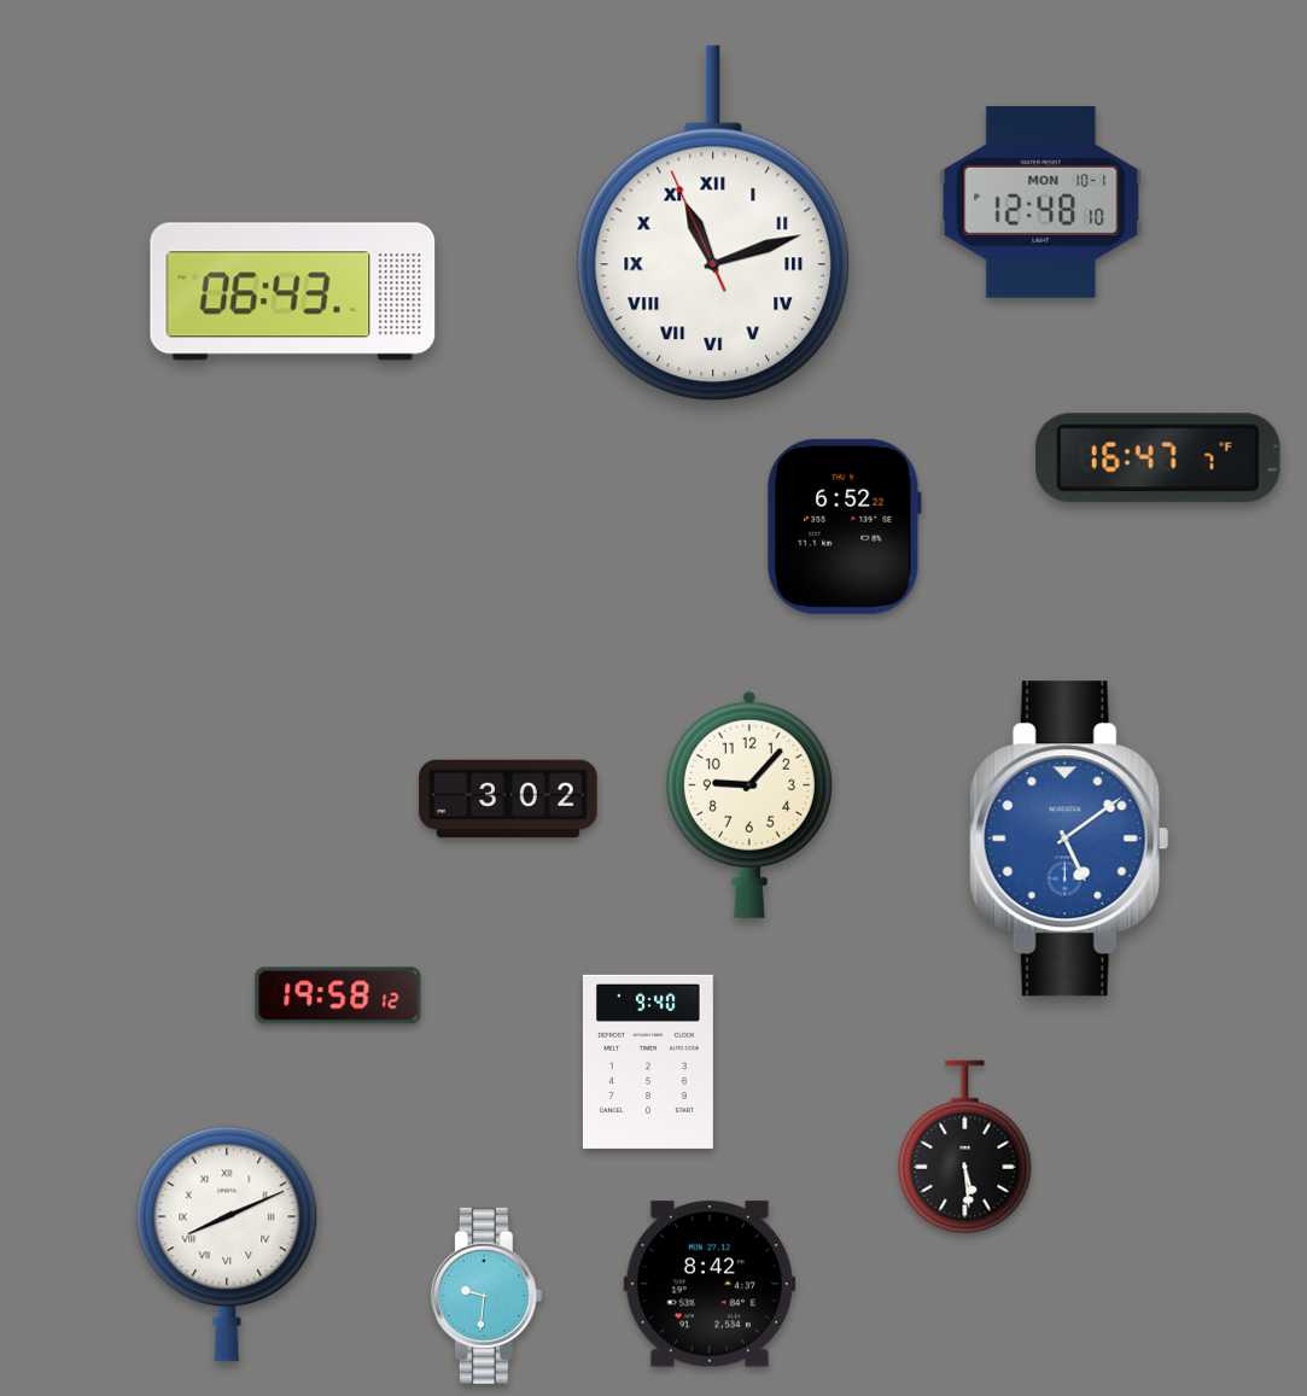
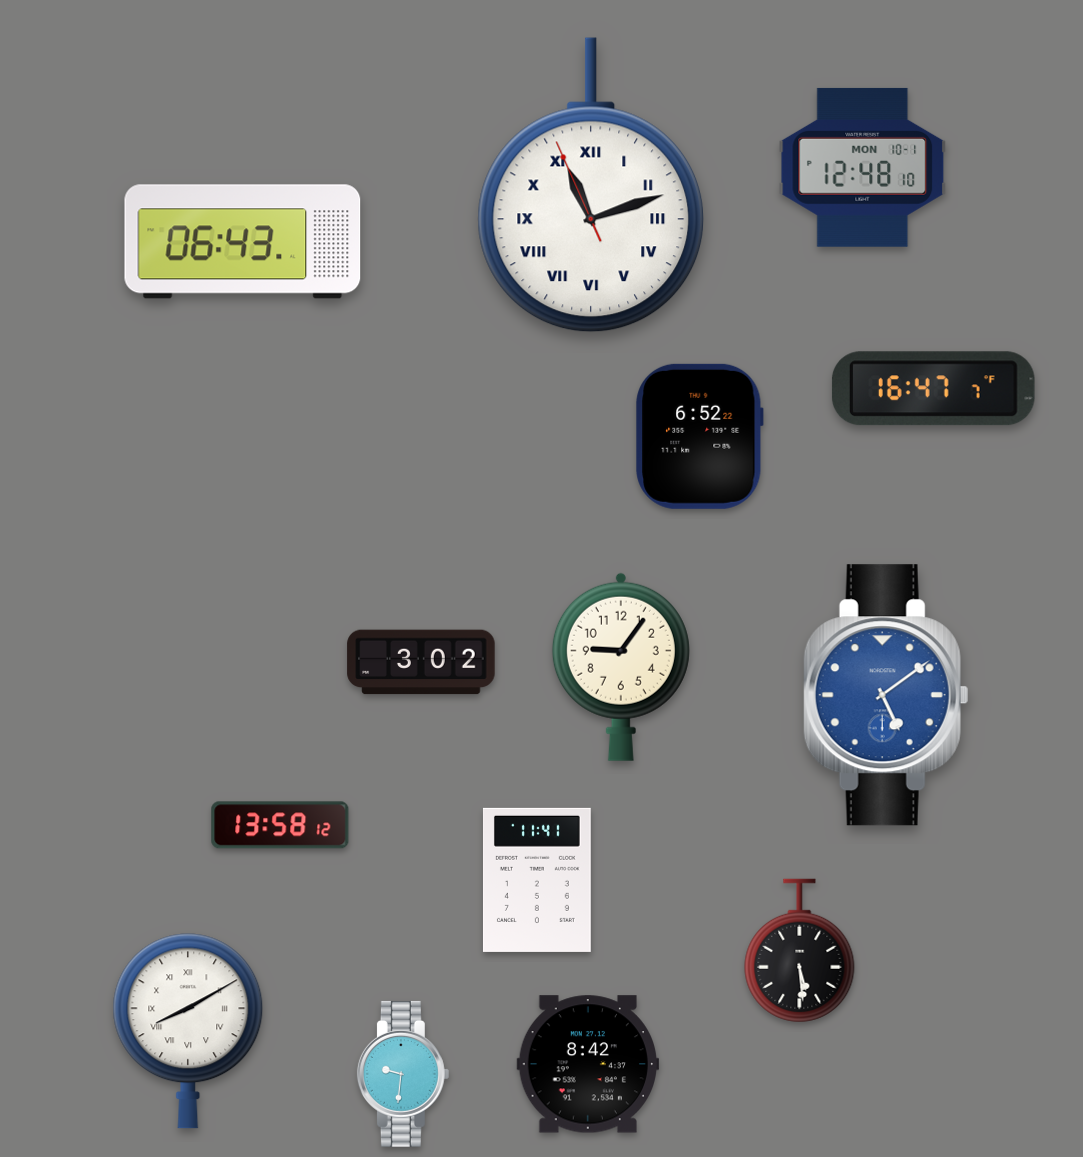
clock at (1157, 458) position: (1157, 458) -> (933, 389)
clock at (749, 805): 9:07 -> 9:06
clock at (338, 995): 19:58 -> 13:58
clock at (648, 1062): 9:40 -> 11:41
clock at (227, 1244): 8:11 -> 8:10
